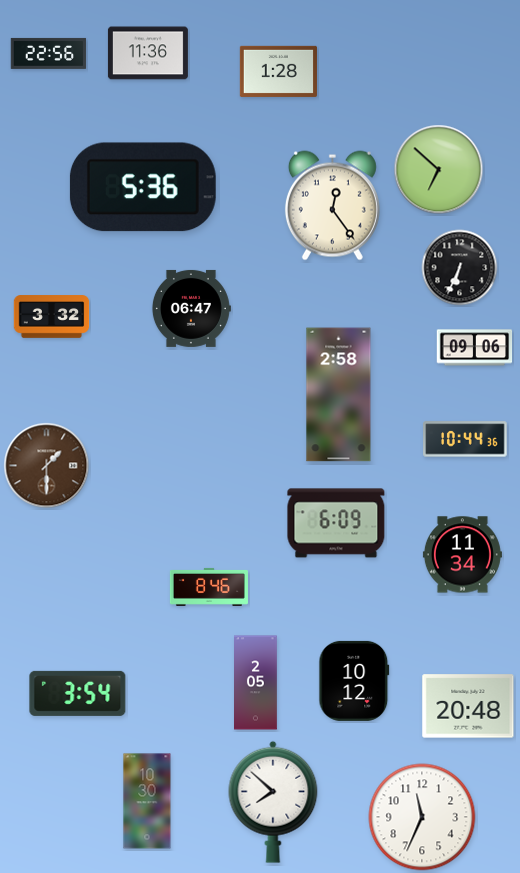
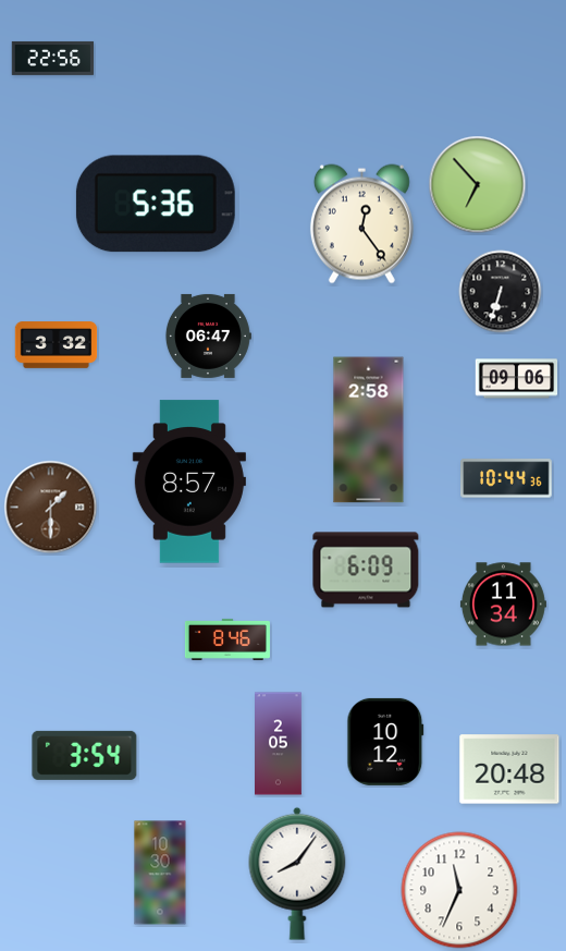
clock at (148, 53): 11:36 -> none
clock at (278, 71): 1:28 -> none
clock at (439, 170): 6:52 -> 6:53
clock at (460, 268): 6:34 -> 6:33
clock at (189, 481): none -> 8:57
clock at (273, 802): 7:52 -> 8:06
